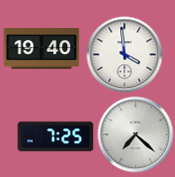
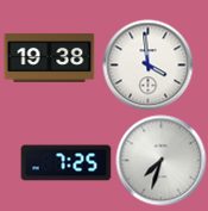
clock at (42, 48): 19:40 -> 19:38
clock at (136, 135): 7:22 -> 7:33
